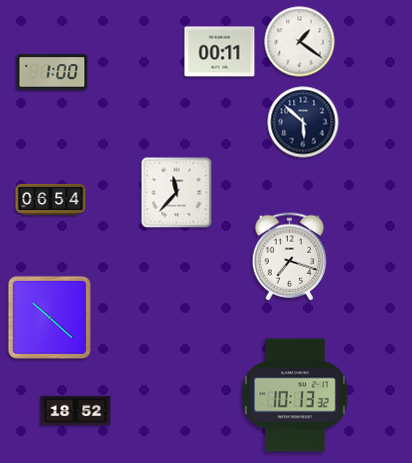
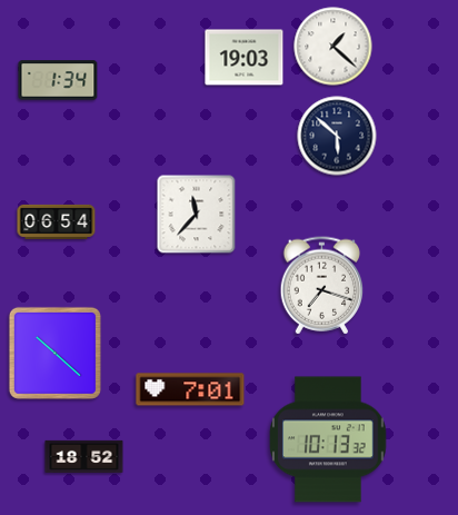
clock at (300, 42): 1:21 -> 1:22
clock at (220, 52): 00:11 -> 19:03
clock at (52, 72): 1:00 -> 1:34
clock at (190, 389): none -> 7:01
